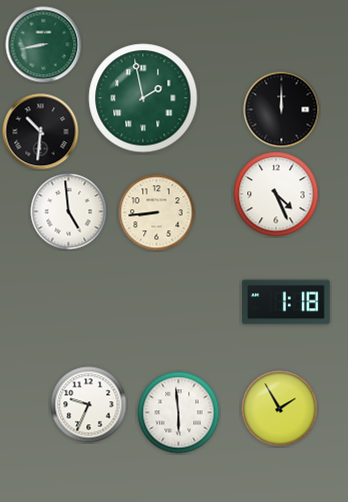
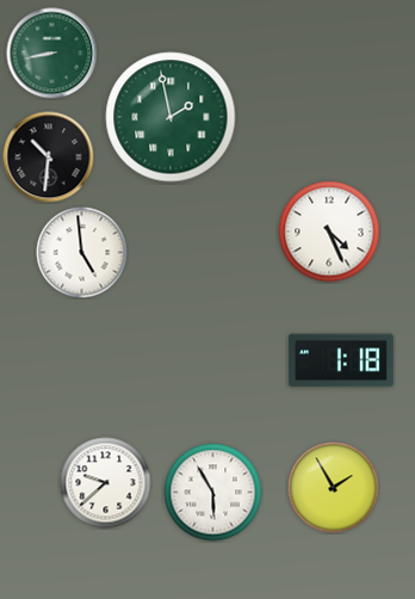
clock at (282, 110): 12:00 -> none
clock at (157, 213): 8:44 -> none
clock at (89, 405): 9:34 -> 9:38
clock at (179, 413): 5:59 -> 5:55
